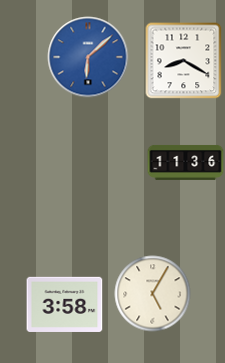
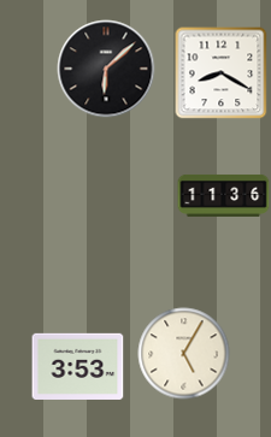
clock at (88, 57) dial: blue -> black
clock at (65, 304): 3:58 -> 3:53
